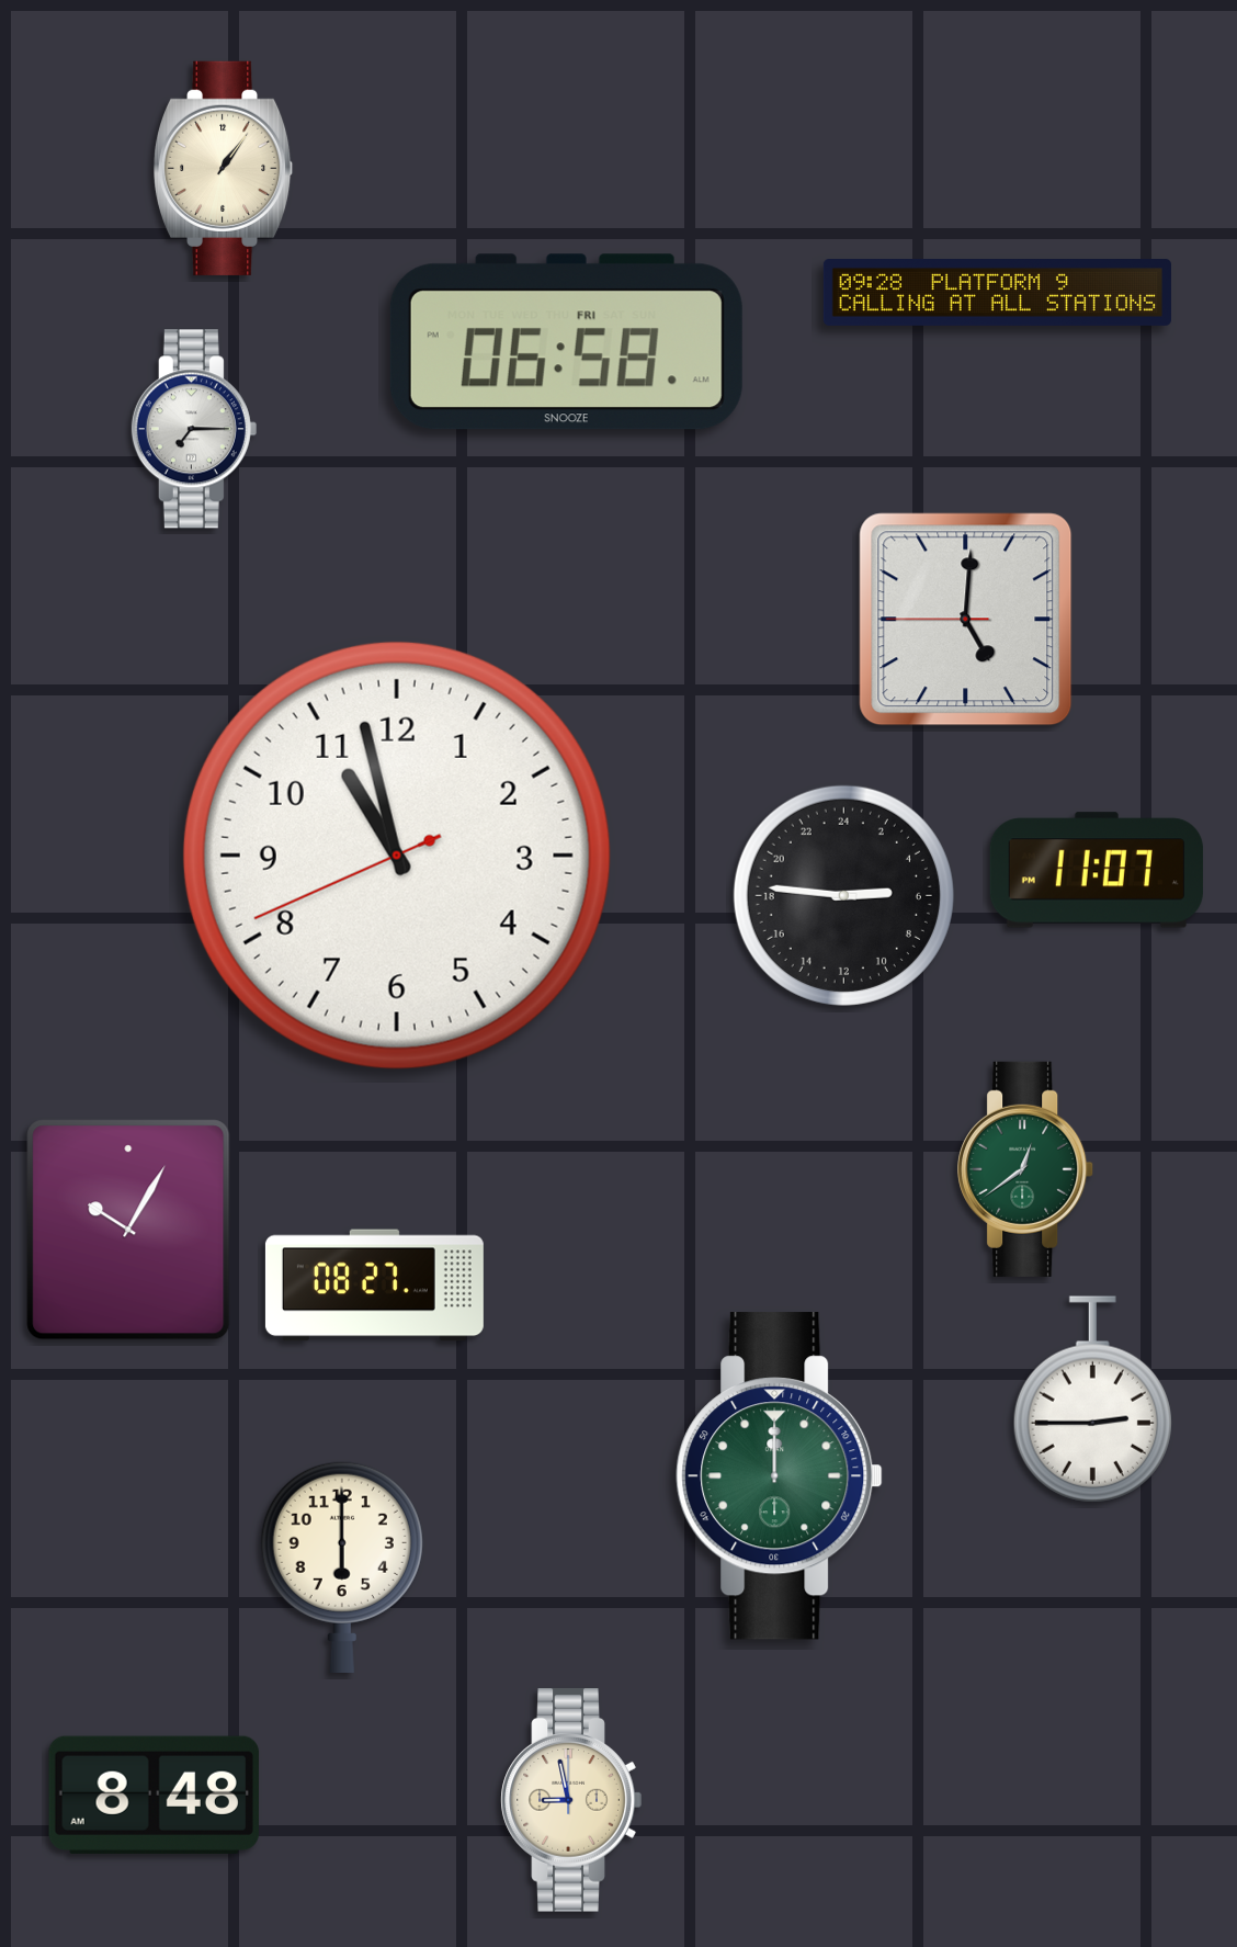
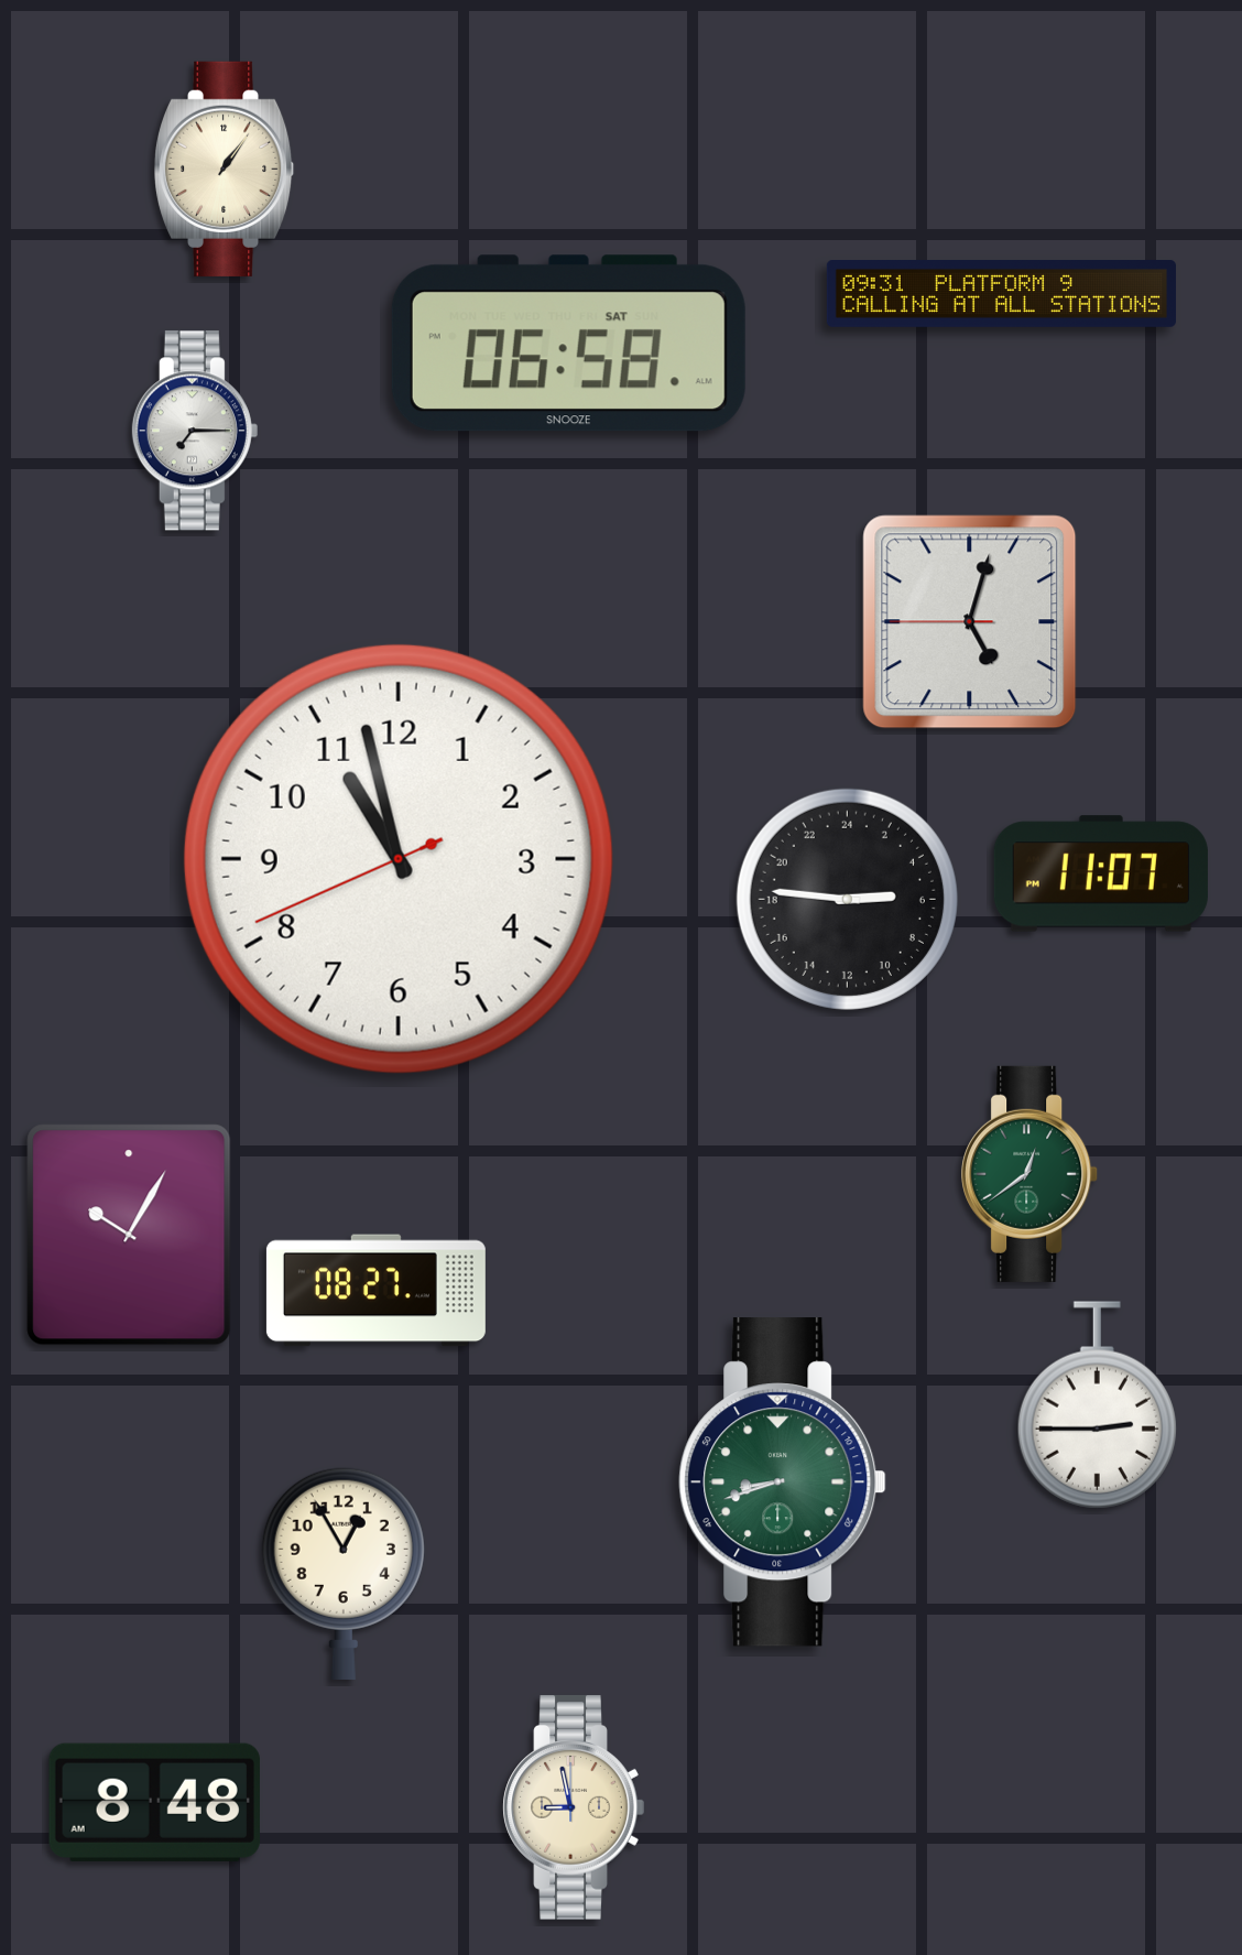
clock at (997, 293): 09:28 -> 09:31
clock at (566, 342) date: FRI -> SAT
clock at (966, 620): 5:00 -> 5:02
clock at (780, 1476): 12:00 -> 8:42
clock at (342, 1566): 6:00 -> 12:55
